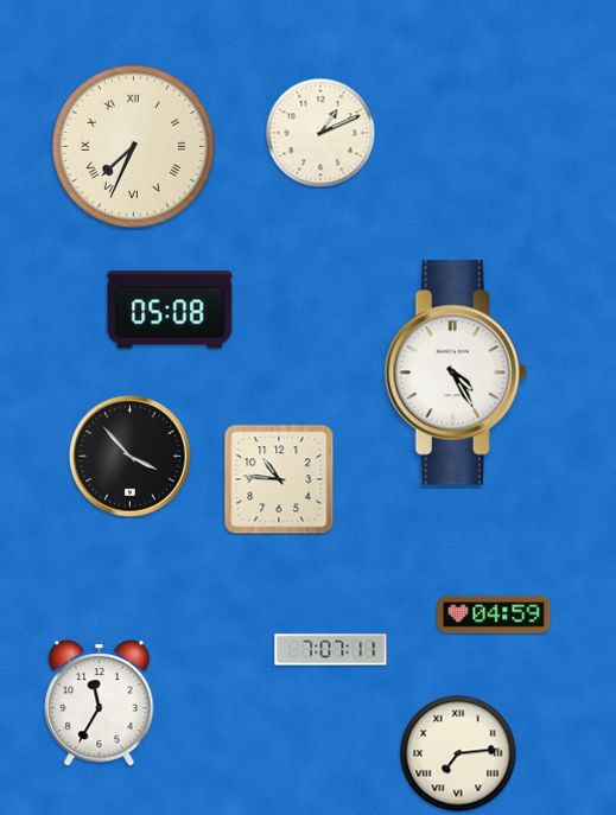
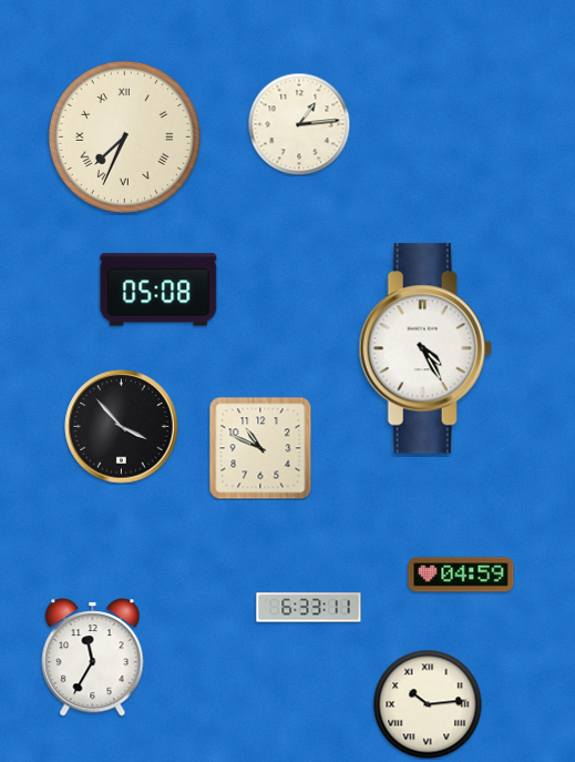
clock at (320, 133): 1:11 -> 1:14
clock at (279, 479): 10:46 -> 10:49
clock at (331, 650): 7:07 -> 6:33
clock at (458, 753): 7:14 -> 10:14
